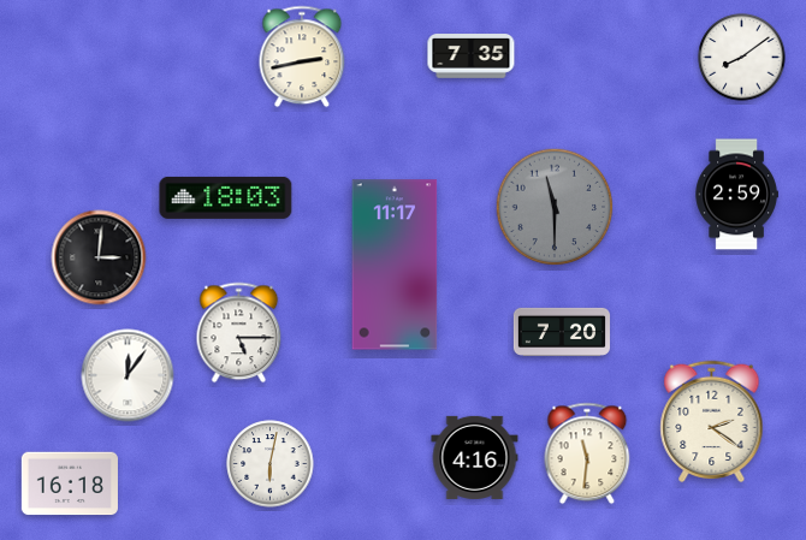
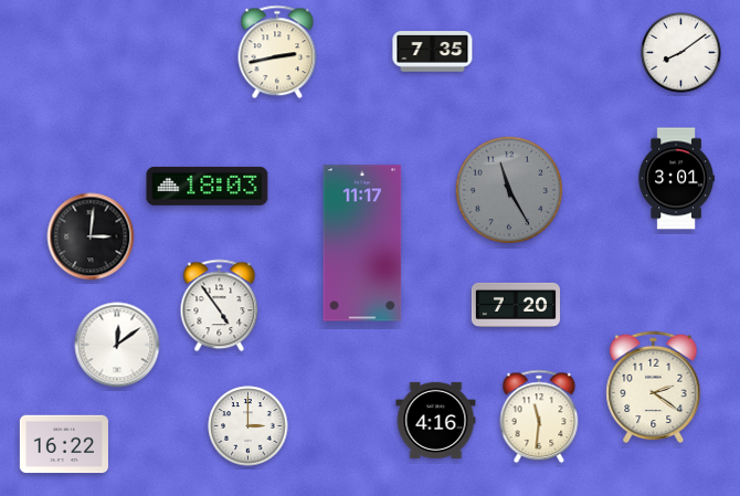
clock at (736, 195): 2:59 -> 3:01
clock at (226, 197) position: (226, 197) -> (208, 186)
clock at (555, 207): 11:30 -> 11:25
clock at (239, 333): 5:15 -> 4:54
clock at (128, 375): 12:06 -> 12:09
clock at (271, 464): 6:02 -> 3:00
clock at (69, 483): 16:18 -> 16:22
